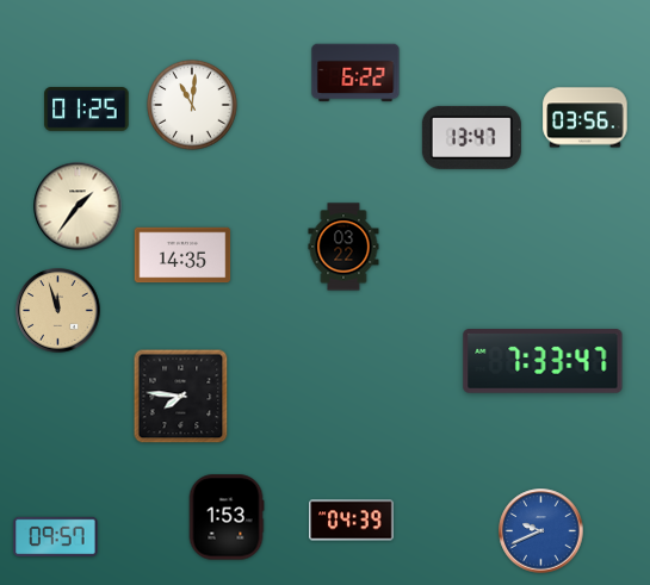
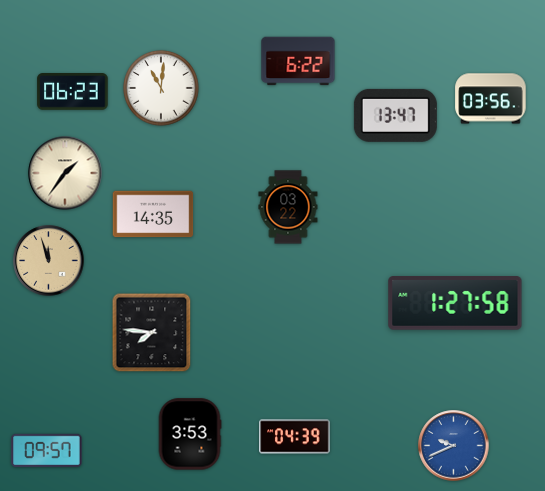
clock at (87, 110): 01:25 -> 06:23
clock at (543, 361): 7:33 -> 1:27
clock at (227, 517): 1:53 -> 3:53
